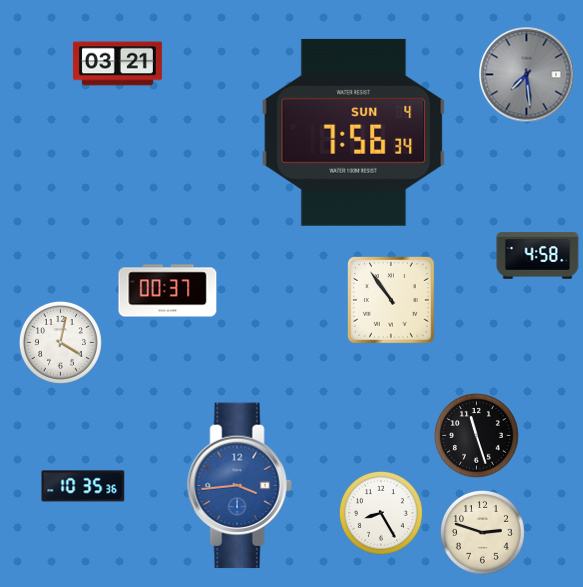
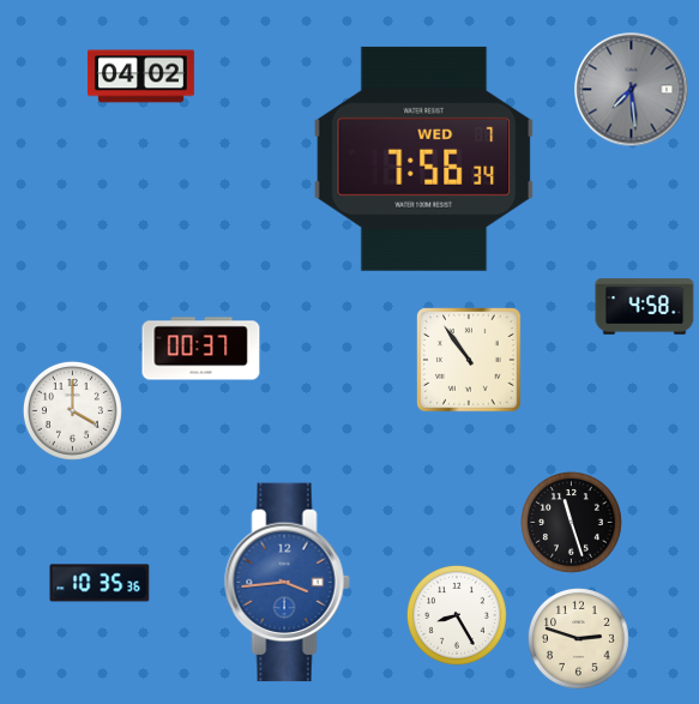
clock at (117, 64): 03:21 -> 04:02
clock at (354, 132) date: SUN 4 -> WED 7
clock at (60, 342): 4:02 -> 4:00
